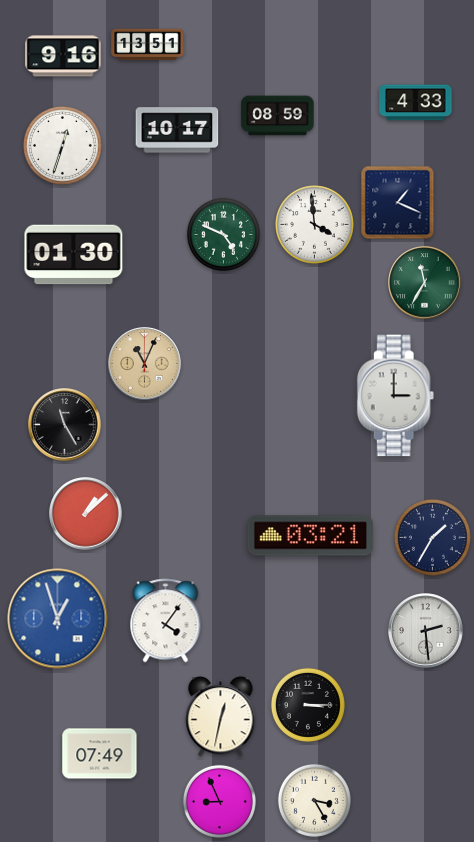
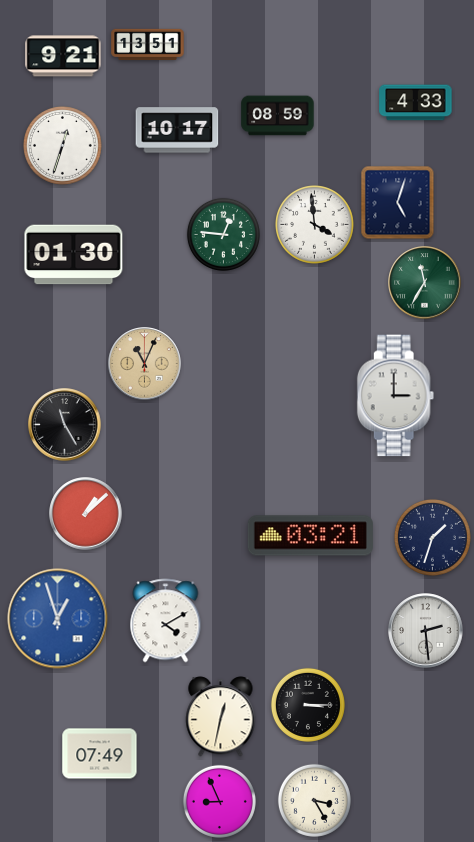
clock at (63, 56): 9:16 -> 9:21
clock at (398, 203): 1:19 -> 5:03
clock at (223, 234): 4:49 -> 12:46
clock at (432, 537): 1:35 -> 1:33
clock at (166, 621): 4:06 -> 4:10
